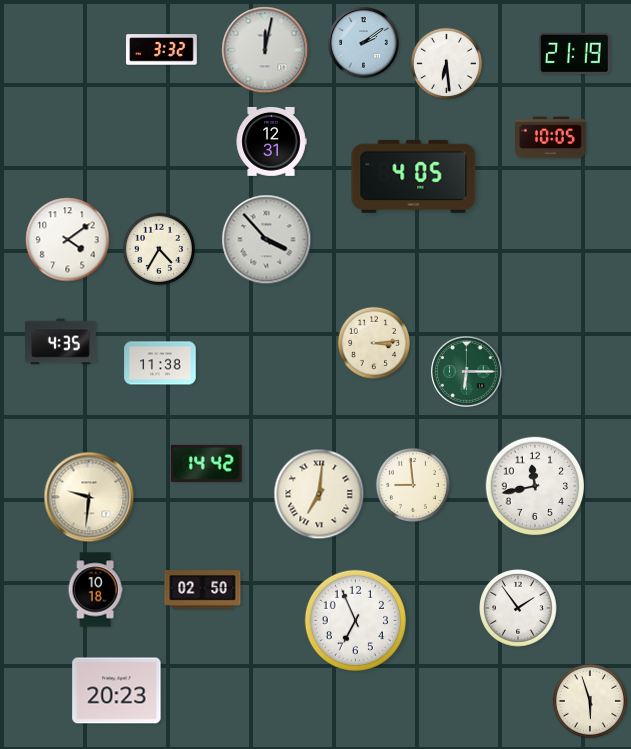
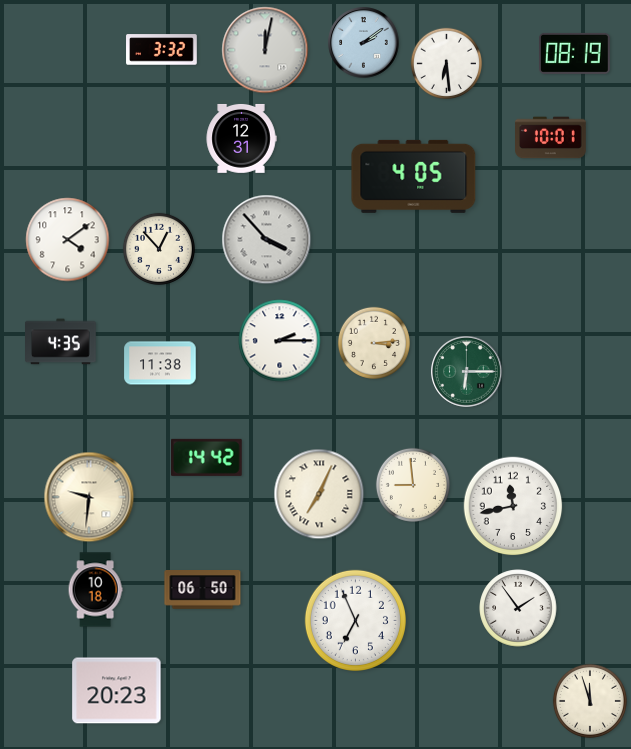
clock at (575, 53): 21:19 -> 08:19
clock at (551, 138): 10:05 -> 10:01
clock at (271, 141) position: (271, 141) -> (241, 138)
clock at (158, 248): 4:35 -> 12:53
clock at (280, 341): none -> 2:15
clock at (206, 463) position: (206, 463) -> (206, 457)
clock at (535, 486) position: (535, 486) -> (513, 506)
clock at (319, 494): 7:01 -> 7:04
clock at (203, 590): 02:50 -> 06:50
clock at (590, 701): 5:57 -> 11:57
